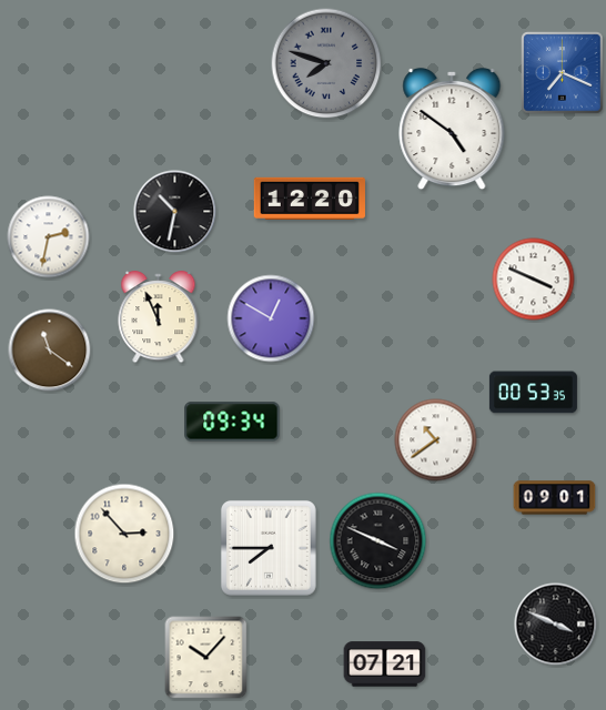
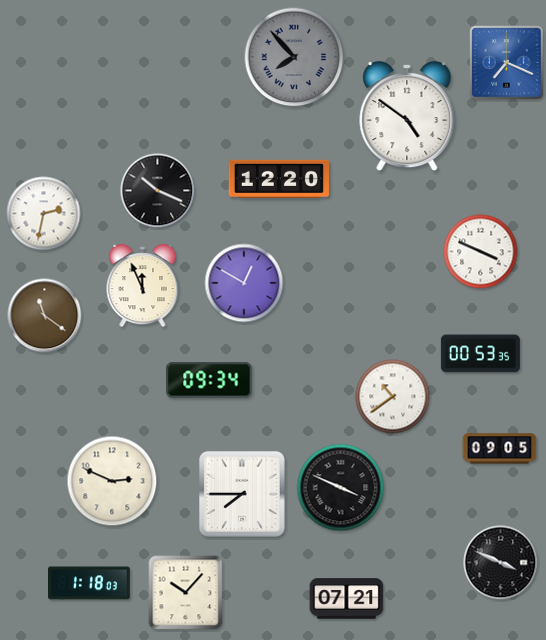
clock at (326, 63): 7:48 -> 7:53
clock at (563, 73) position: (563, 73) -> (507, 63)
clock at (175, 212): 10:32 -> 10:19
clock at (271, 318) position: (271, 318) -> (244, 283)
clock at (555, 498): 09:01 -> 09:05
clock at (124, 534): 2:53 -> 2:49
clock at (90, 583): none -> 1:18
